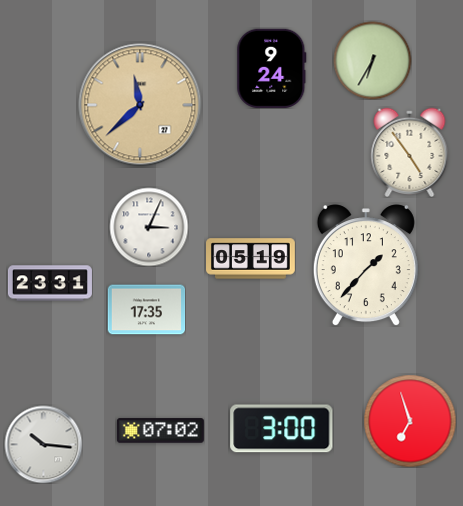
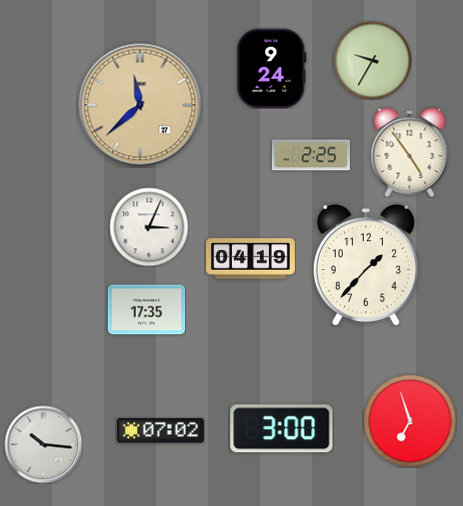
clock at (372, 60): 6:35 -> 9:35
clock at (311, 155): none -> 2:25
clock at (251, 259): 05:19 -> 04:19
clock at (50, 283): 23:31 -> none
